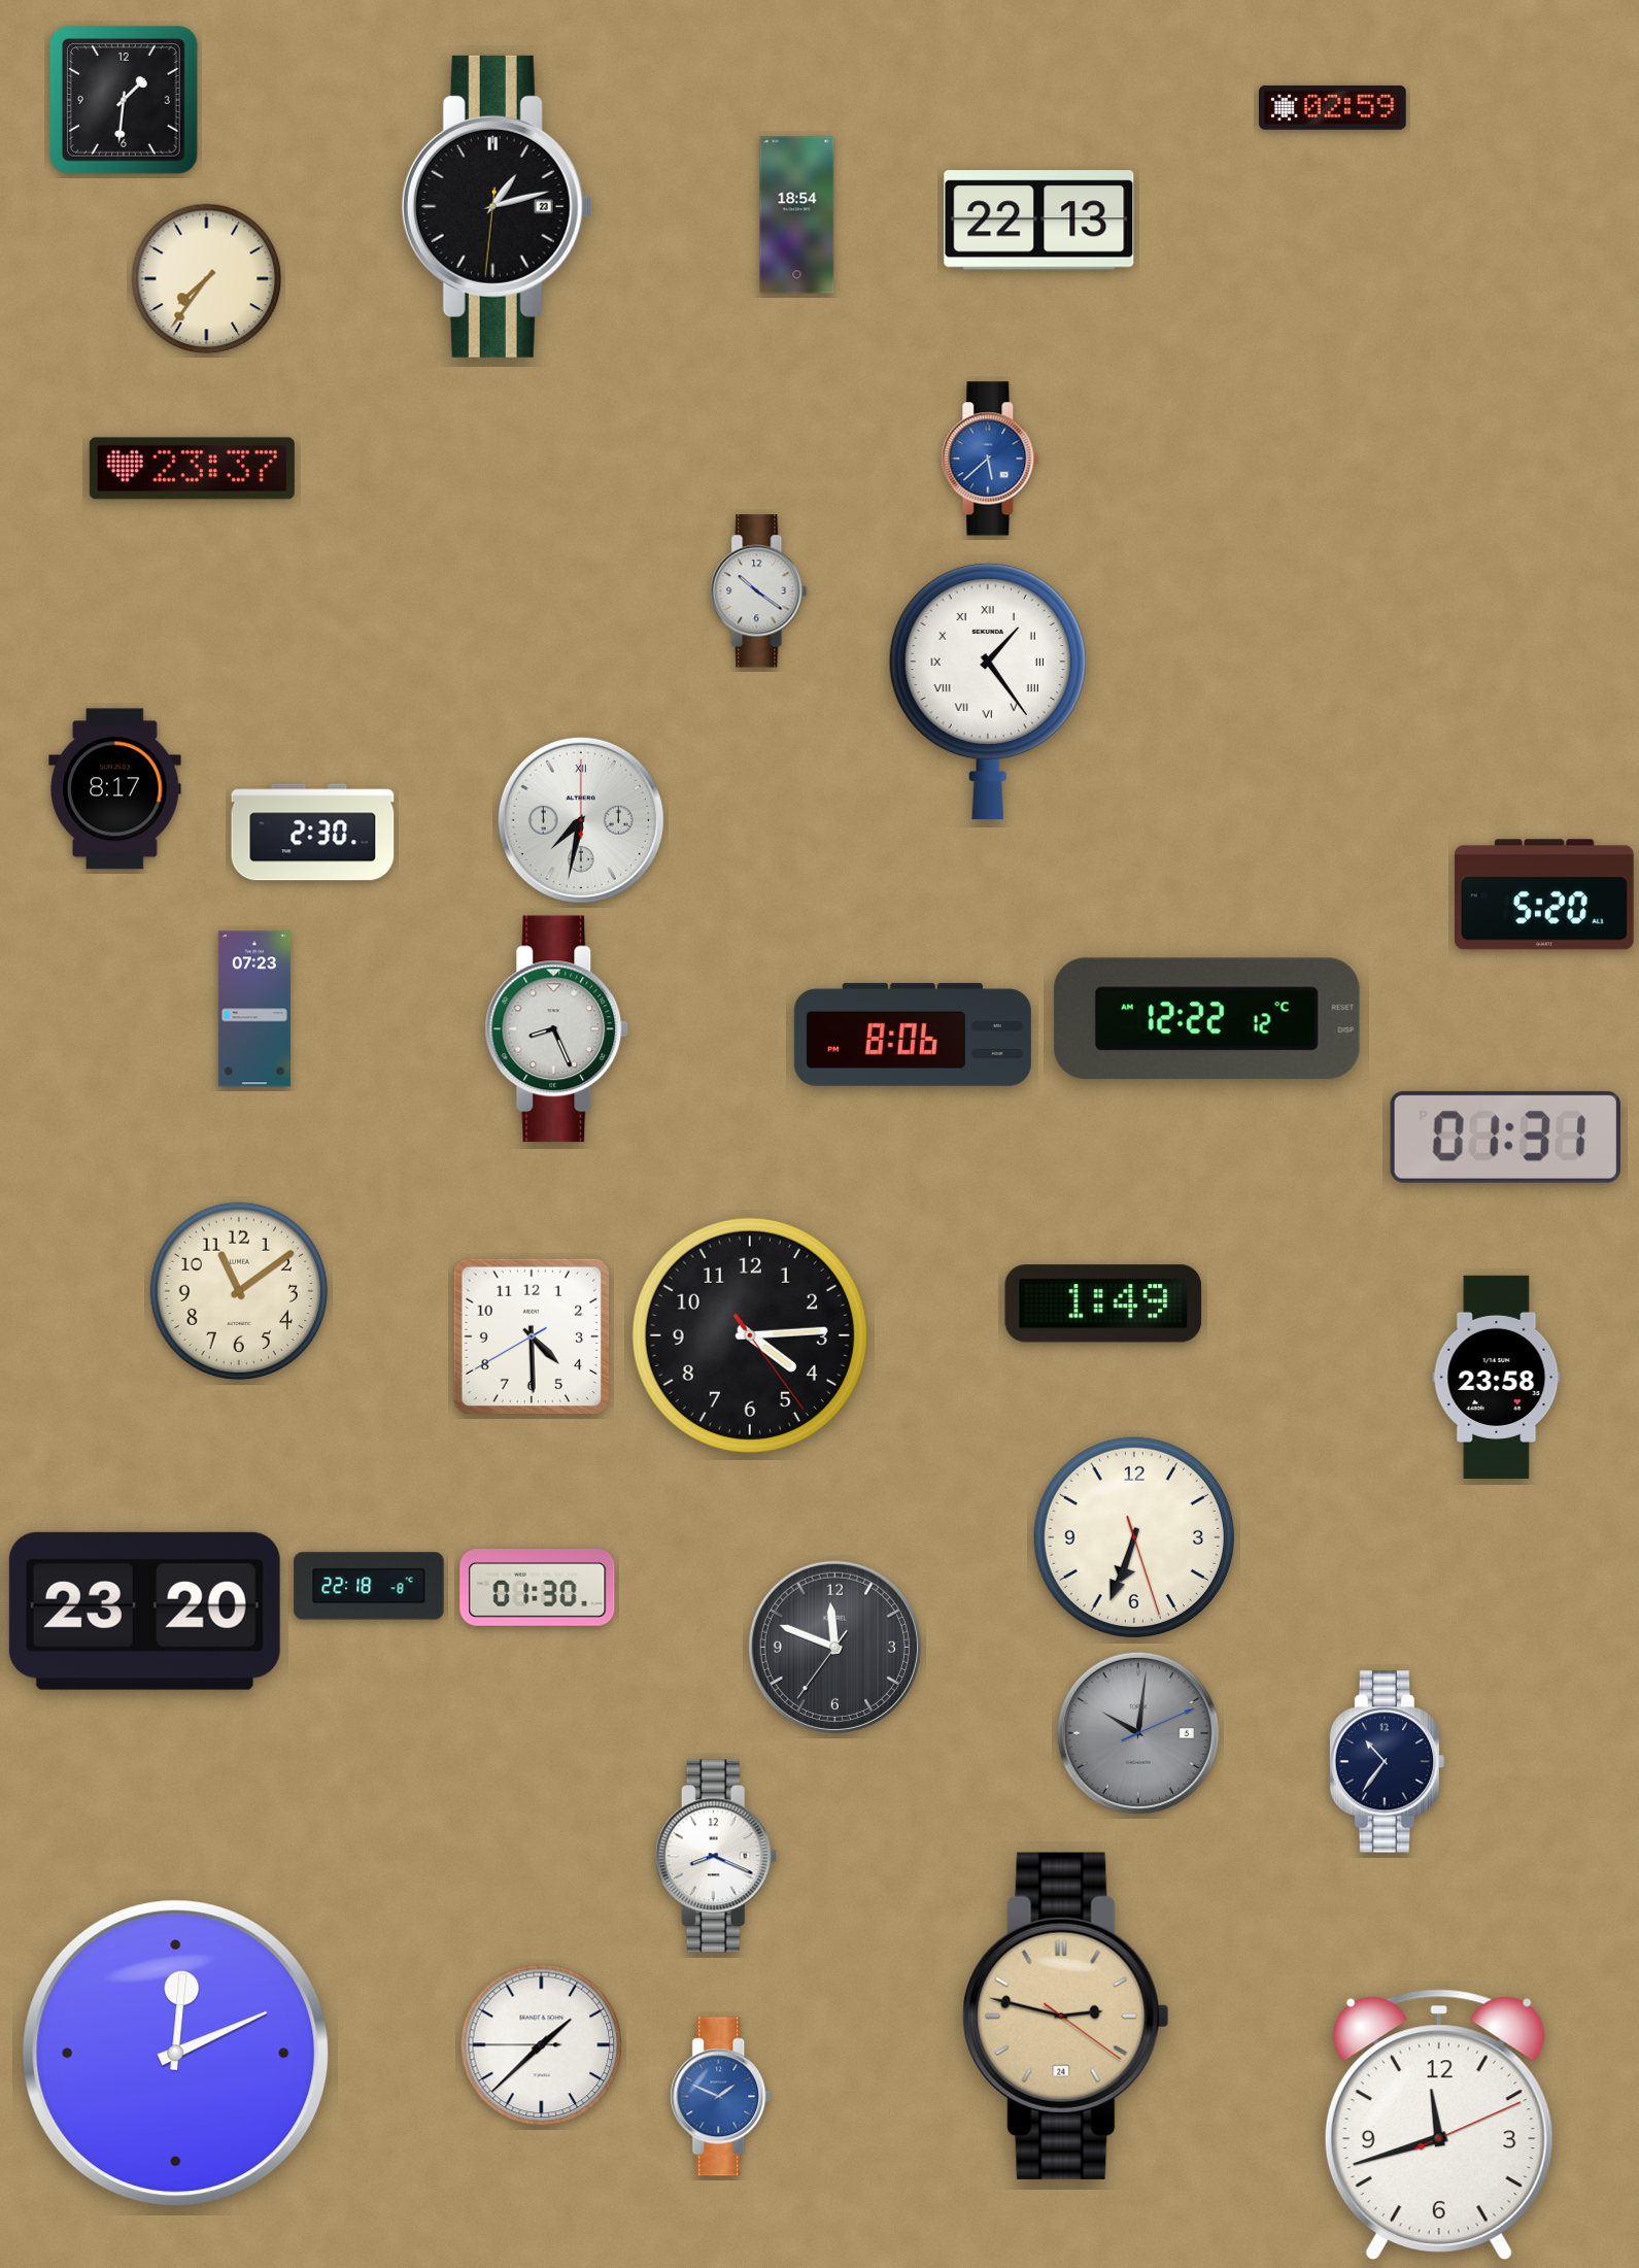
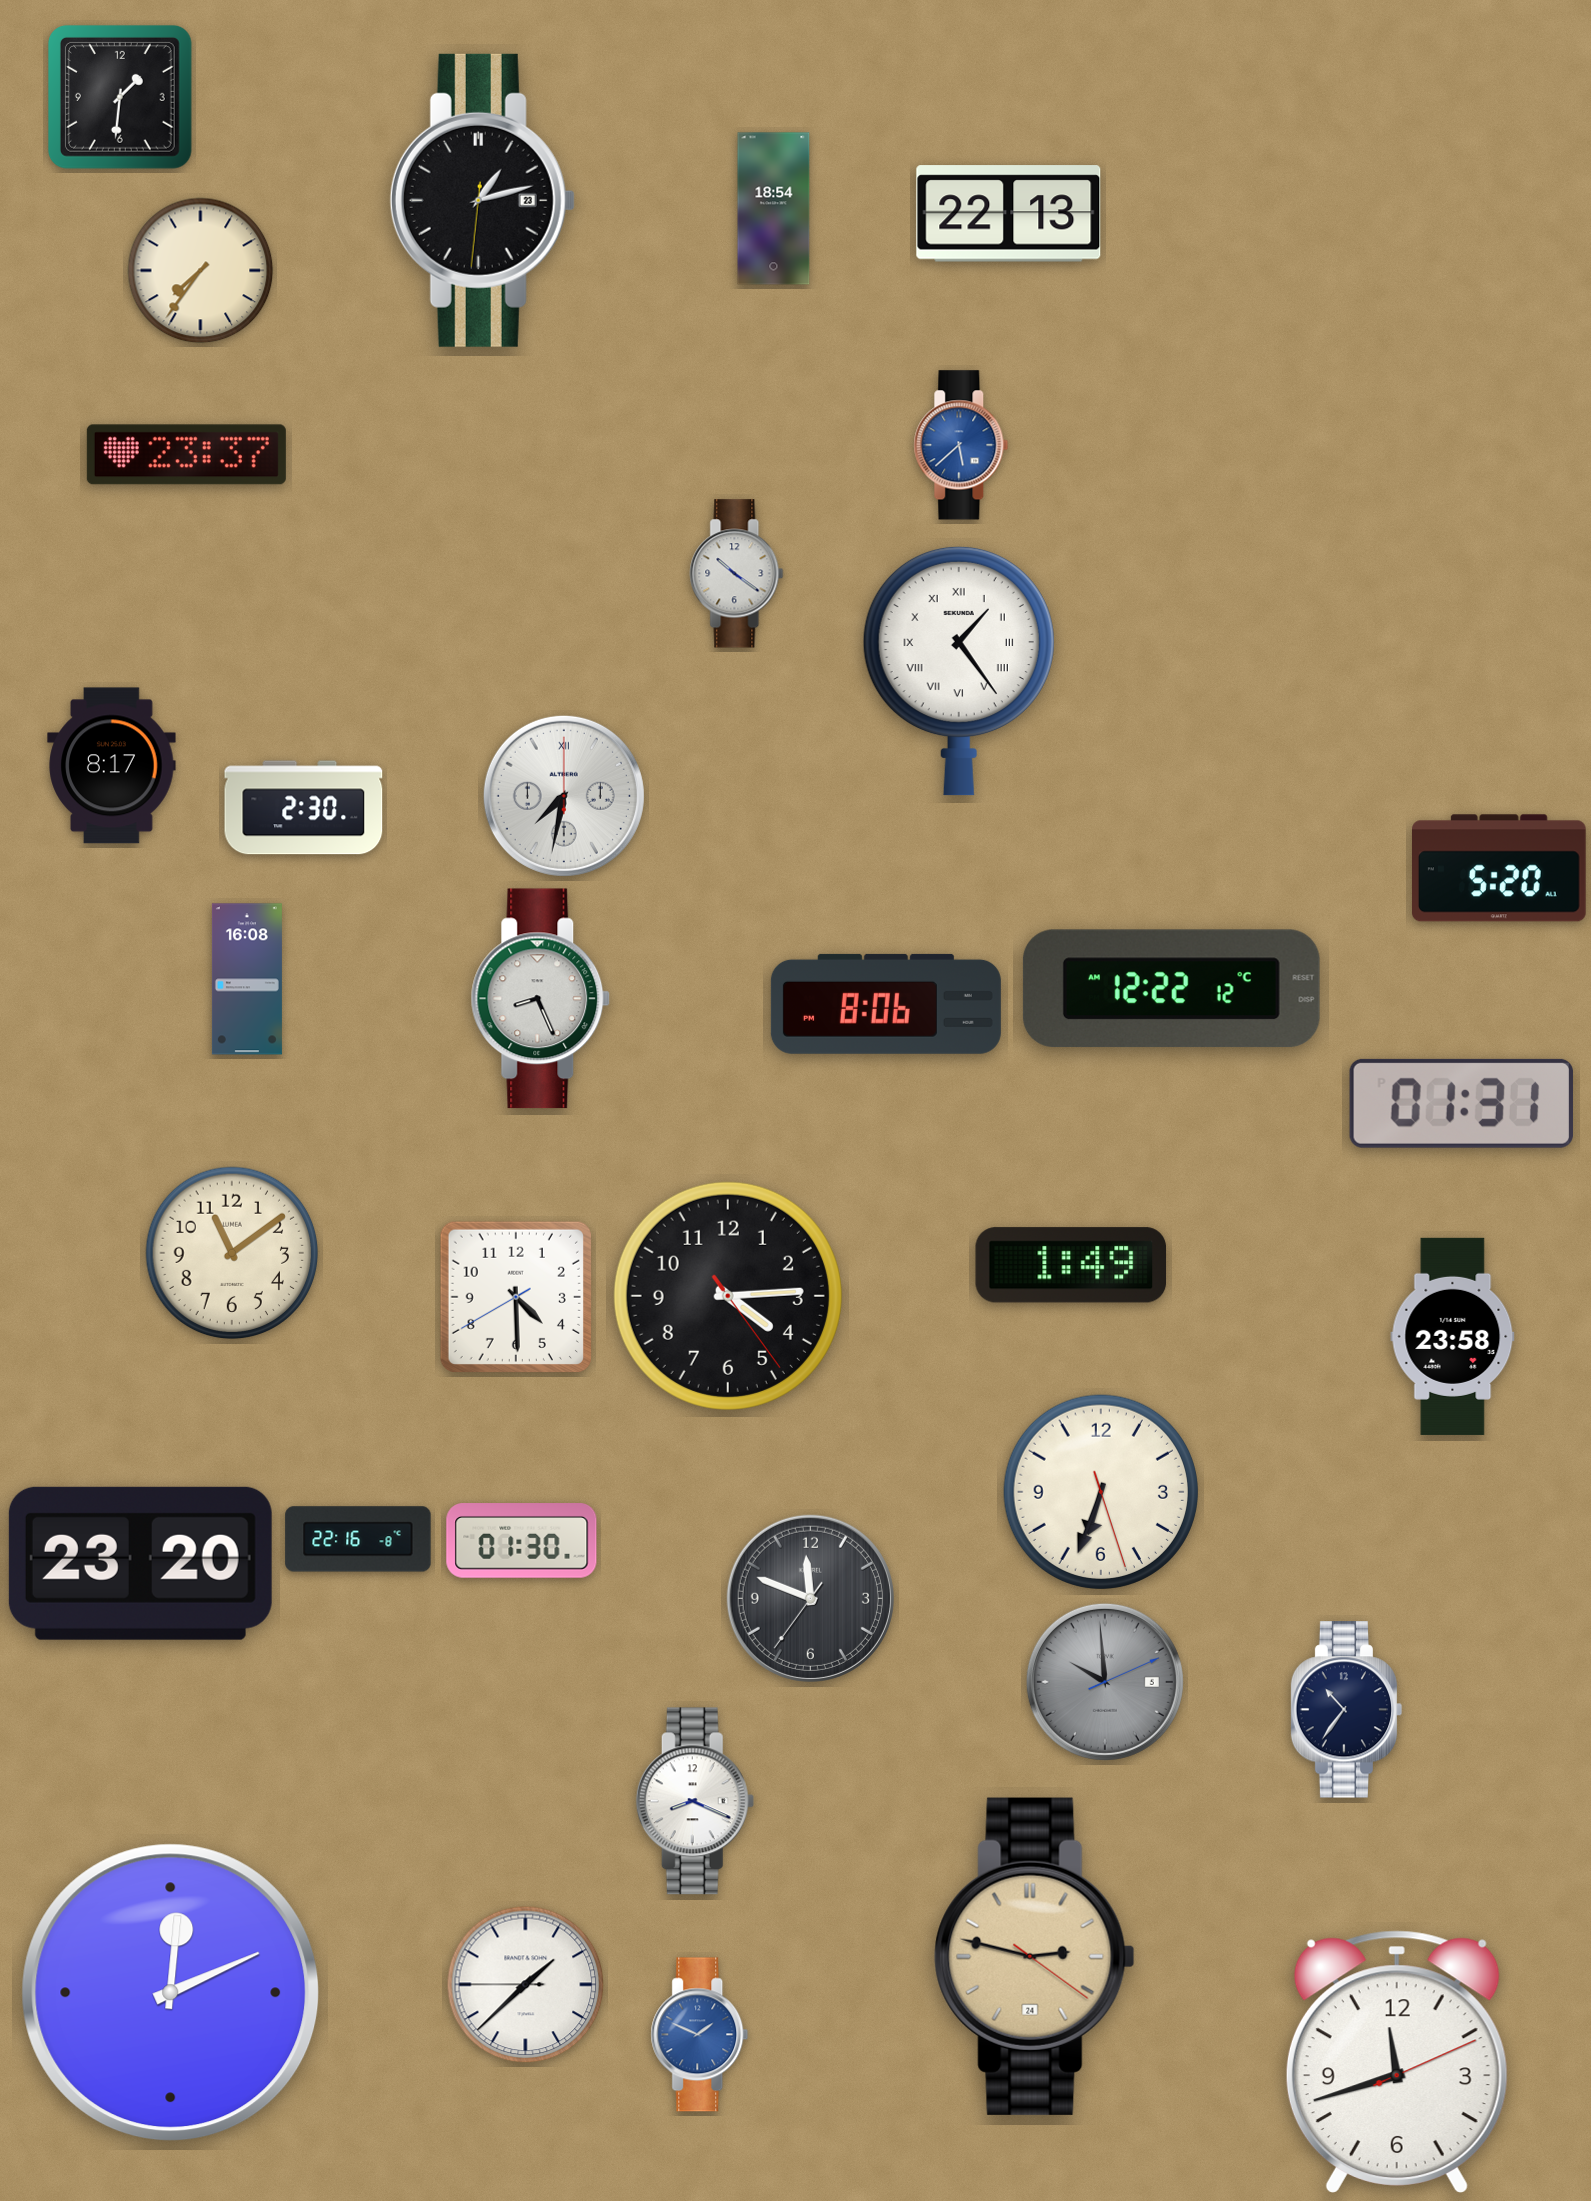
clock at (1333, 107): 02:59 -> none
clock at (254, 1009): 07:23 -> 16:08
clock at (369, 1586): 22:18 -> 22:16
clock at (1138, 1733): 10:01 -> 9:59
